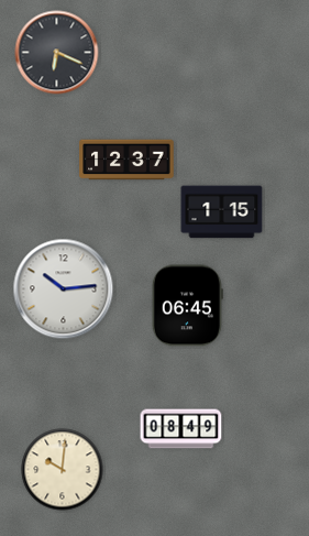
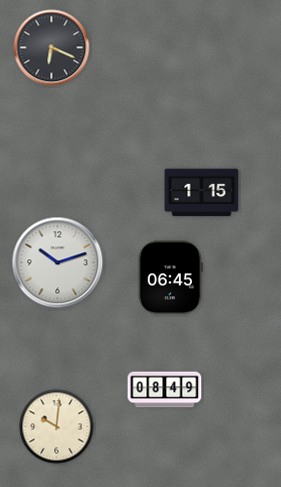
clock at (126, 160): 12:37 -> none
clock at (64, 289): 10:14 -> 10:12
